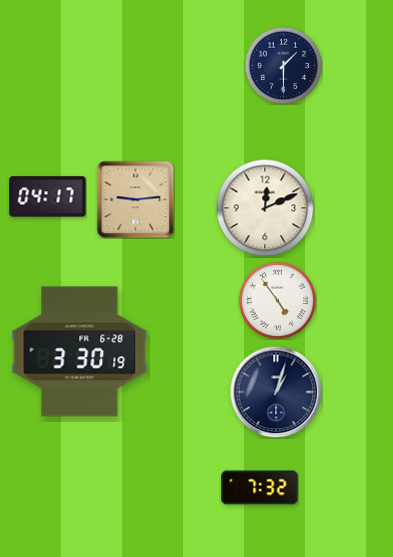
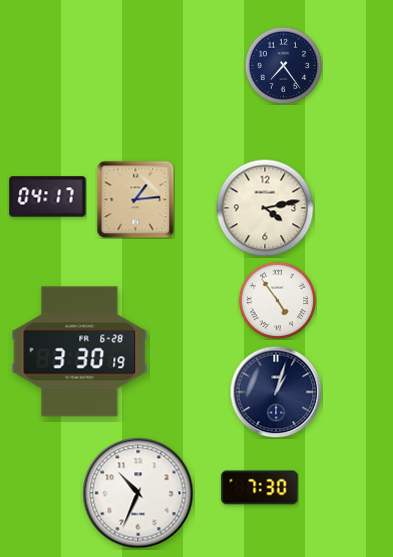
clock at (283, 65): 1:30 -> 7:24
clock at (135, 199): 9:14 -> 1:14
clock at (265, 208): 12:11 -> 4:13
clock at (260, 488): 7:32 -> 7:30
clock at (138, 493): none -> 10:34
